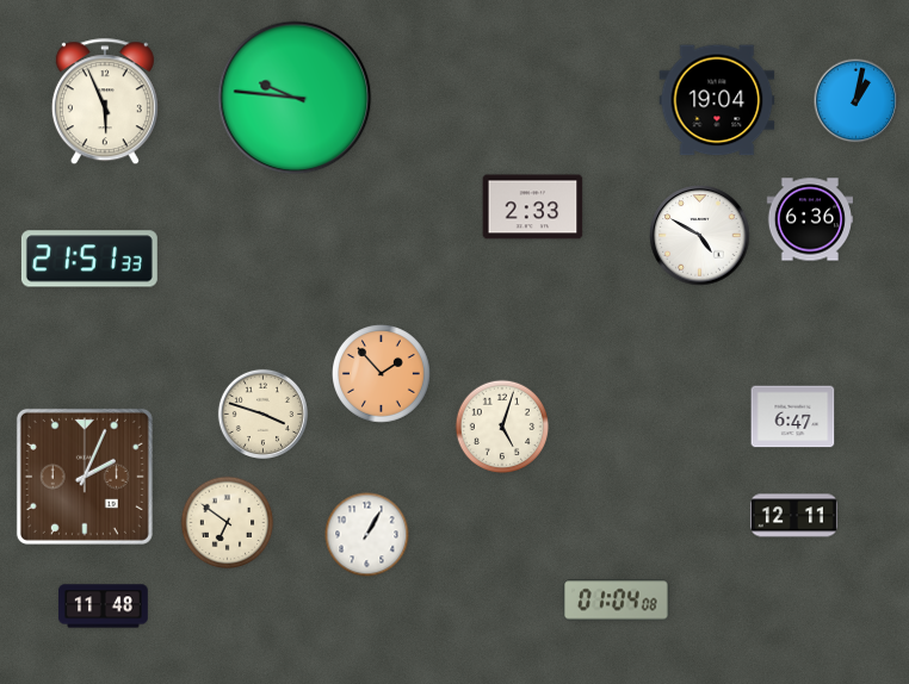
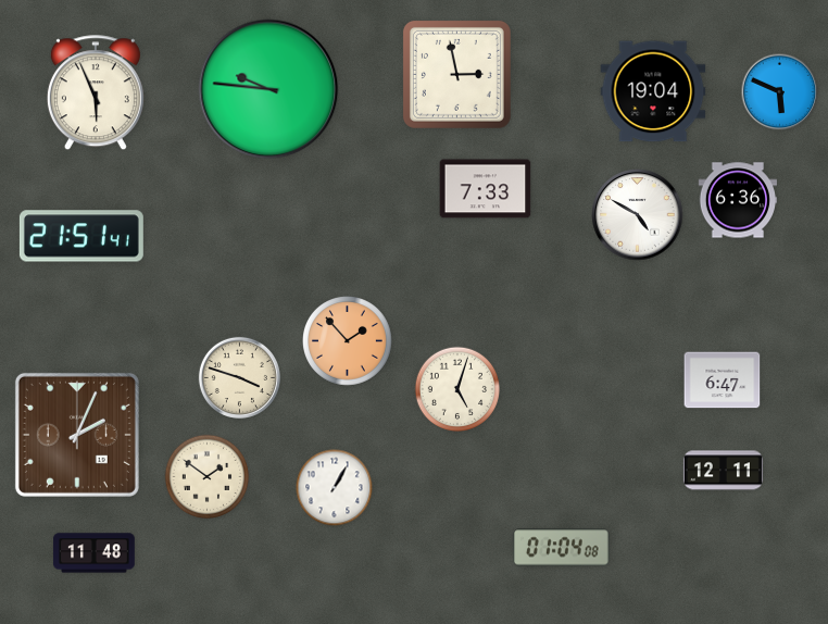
clock at (456, 74): none -> 2:58
clock at (857, 101): 1:02 -> 5:49
clock at (533, 207): 2:33 -> 7:33
clock at (89, 259): 21:51:33 -> 21:51:41
clock at (228, 523): 6:51 -> 1:51
